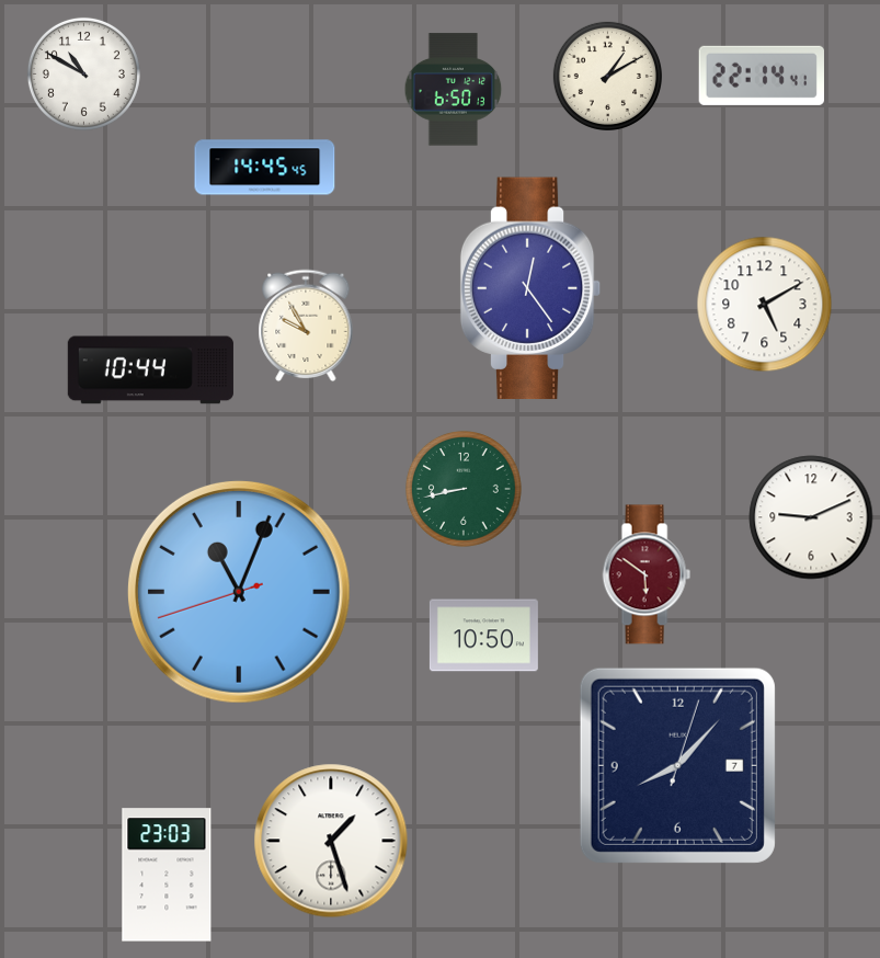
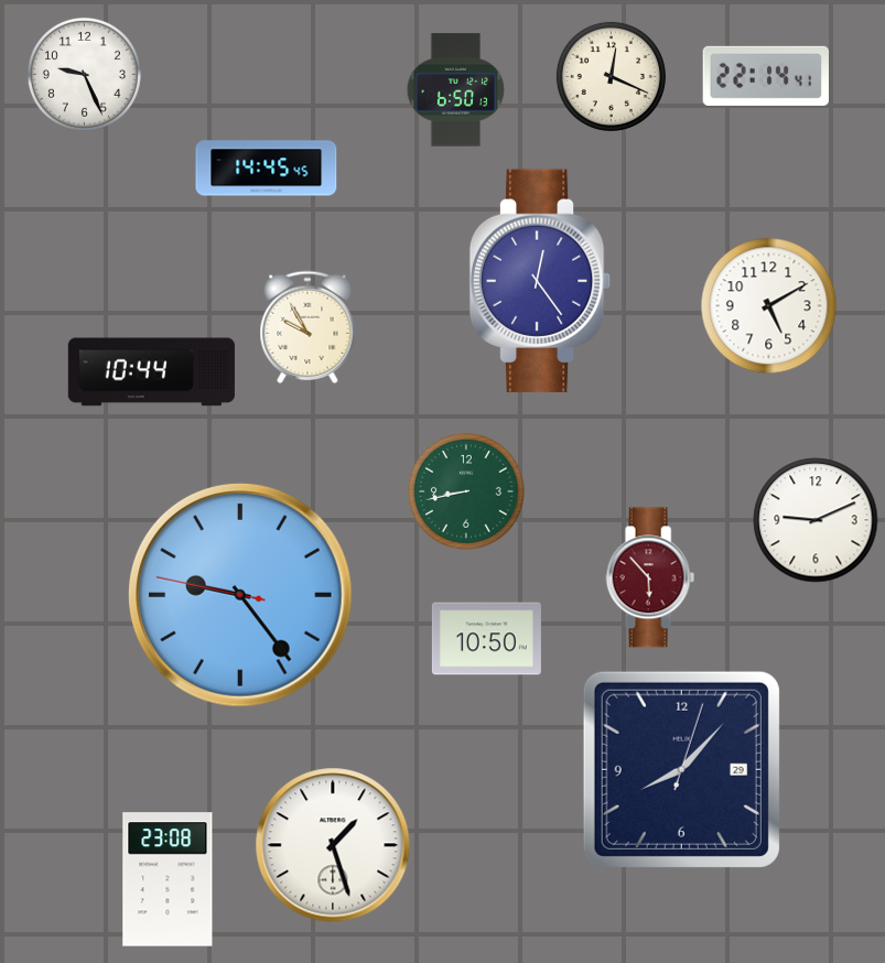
clock at (83, 73): 10:50 -> 9:26
clock at (607, 76): 1:10 -> 12:19
clock at (530, 288) position: (530, 288) -> (540, 281)
clock at (647, 574): 5:51 -> 5:53
clock at (239, 592): 11:03 -> 9:23
clock at (677, 765) date: 7 -> 29
clock at (167, 875): 23:03 -> 23:08
